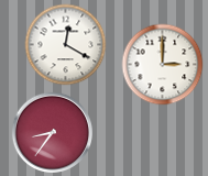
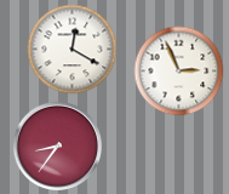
clock at (163, 65): 3:00 -> 2:56
